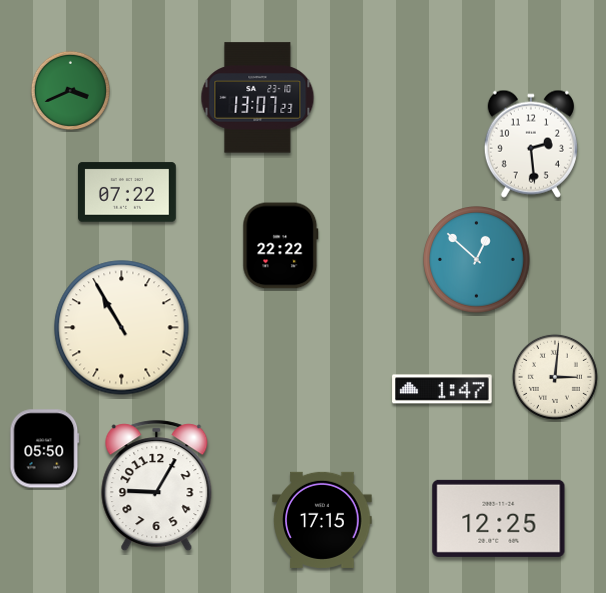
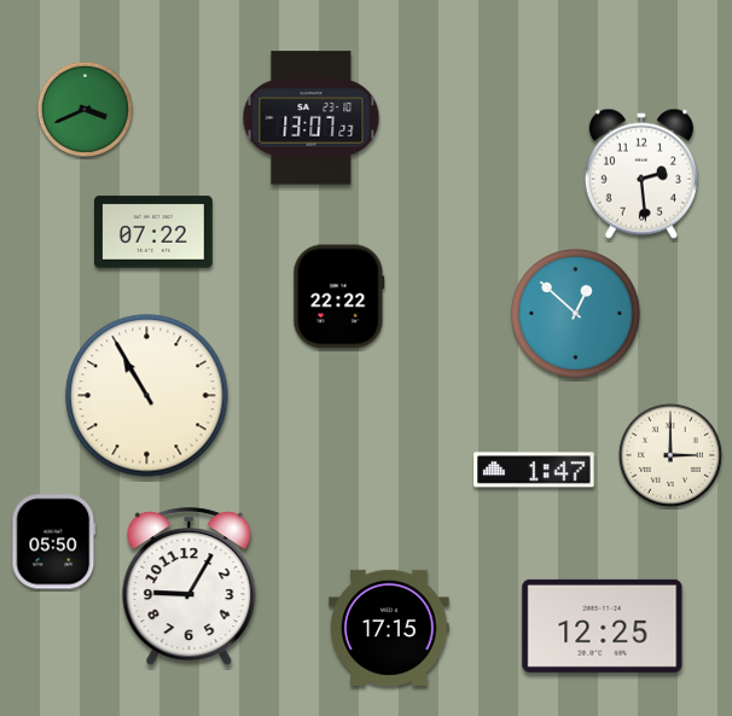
clock at (555, 377): 3:01 -> 3:00
